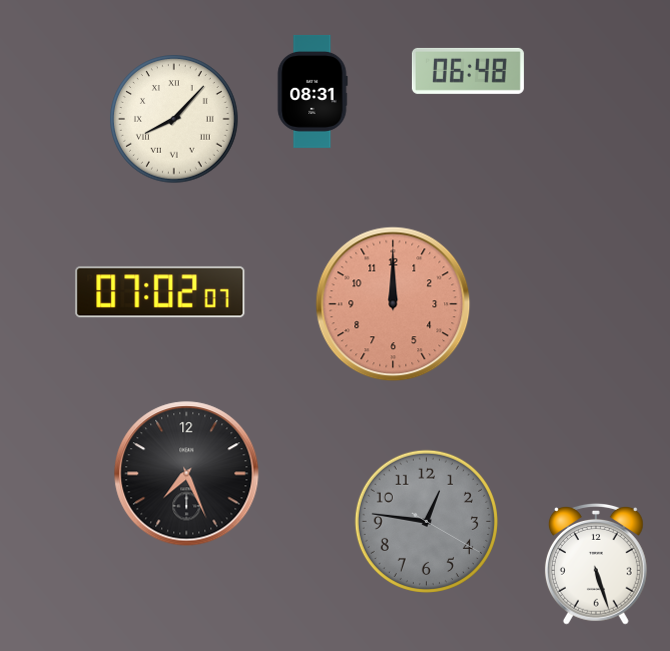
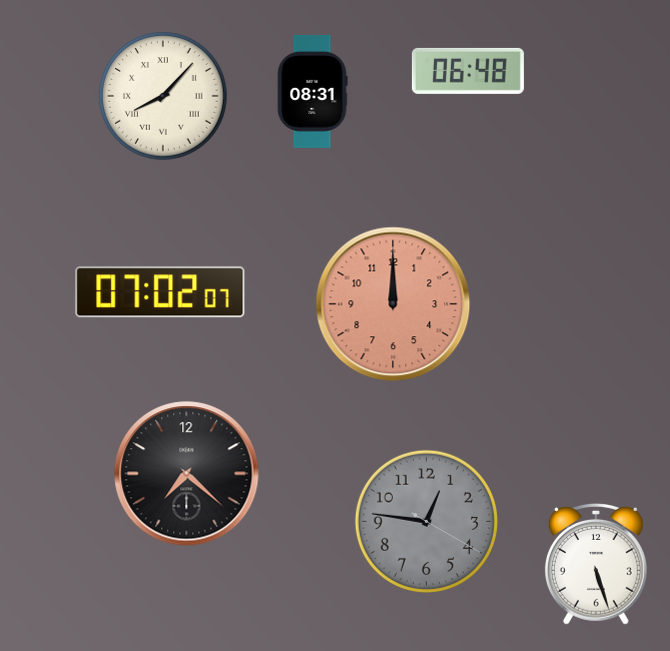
clock at (174, 119) position: (174, 119) -> (163, 96)
clock at (187, 474): 7:26 -> 7:22
